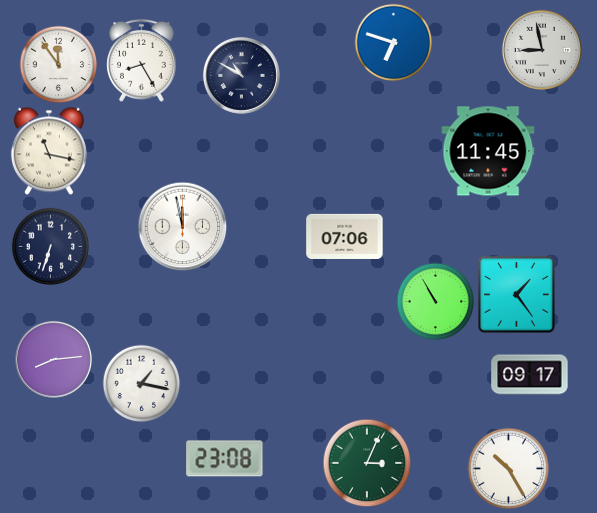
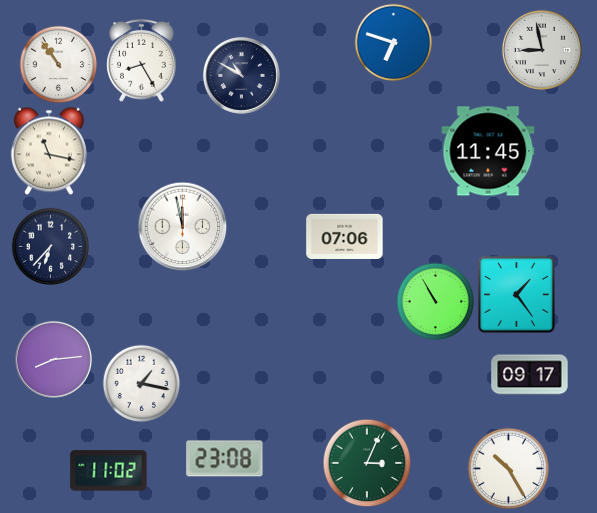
clock at (58, 64): 11:54 -> 10:54
clock at (50, 246): 6:33 -> 6:37
clock at (109, 471): none -> 11:02
